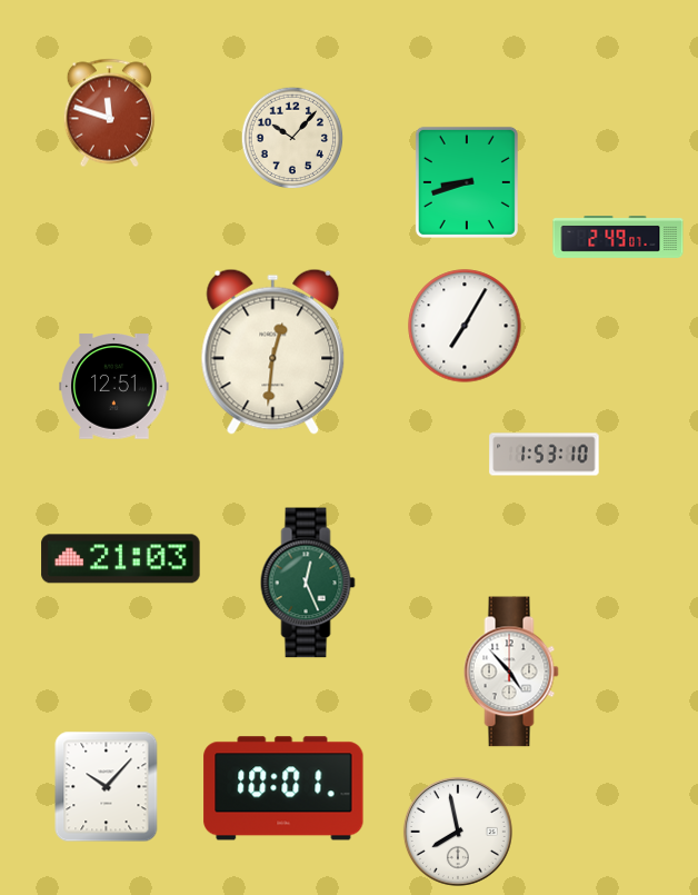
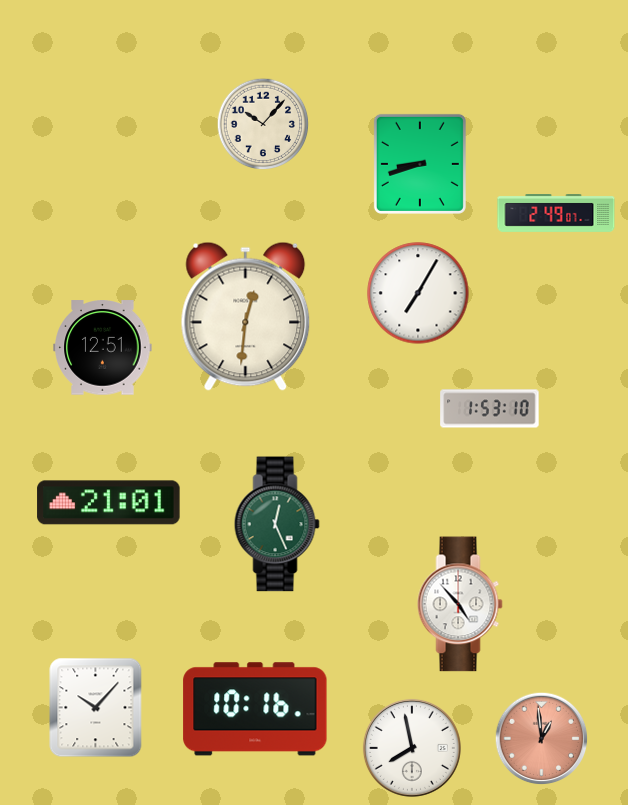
clock at (109, 113): 11:48 -> none
clock at (121, 559): 21:03 -> 21:01
clock at (283, 788): 10:01 -> 10:16
clock at (542, 739): none -> 12:59
